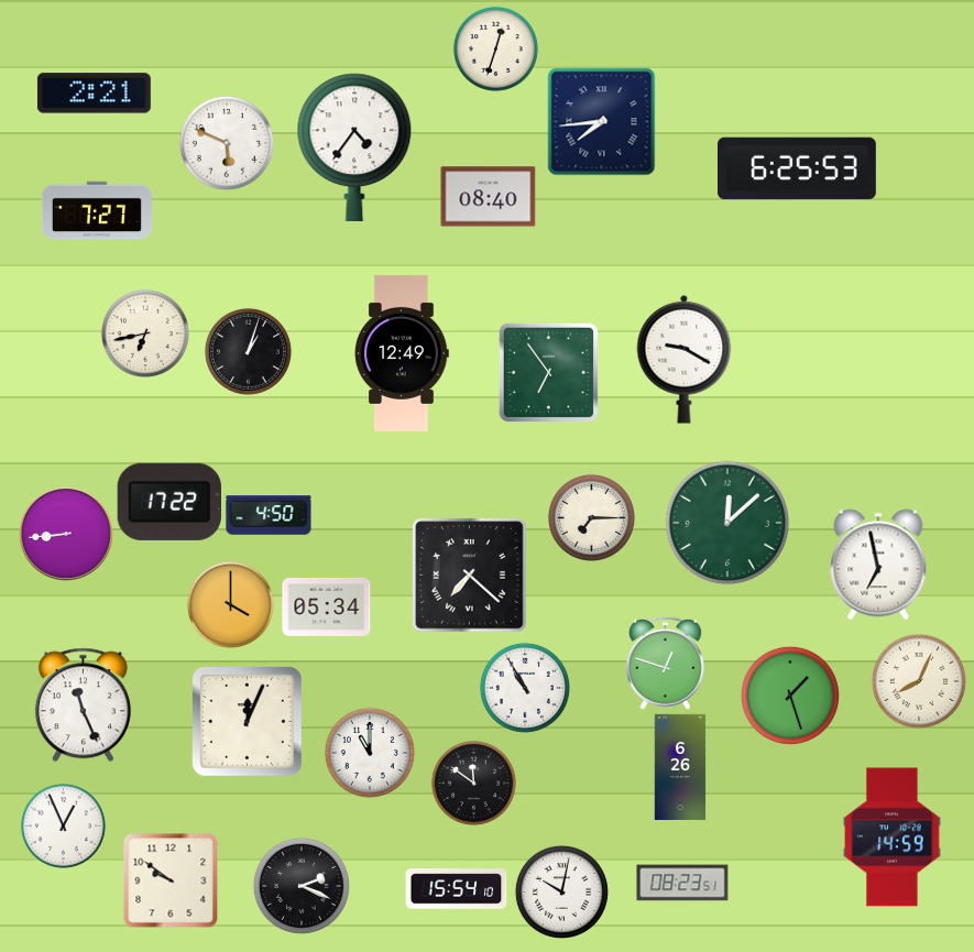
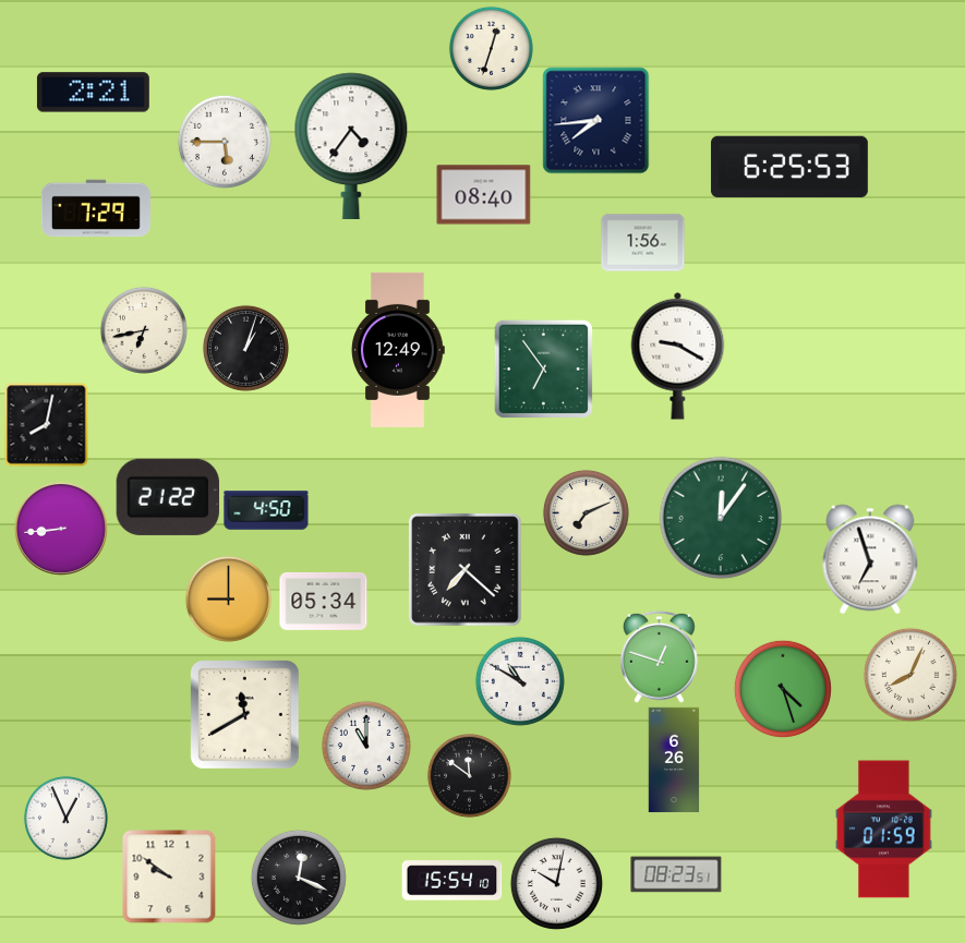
clock at (227, 143): 5:49 -> 5:45
clock at (97, 210): 7:27 -> 7:29
clock at (643, 243): none -> 1:56
clock at (46, 424): none -> 8:02
clock at (169, 502): 17:22 -> 21:22
clock at (591, 517): 7:15 -> 7:11
clock at (727, 523): 12:08 -> 12:06
clock at (66, 534) position: (66, 534) -> (61, 529)
clock at (878, 565): 6:58 -> 6:57
clock at (230, 604): 4:00 -> 9:00
clock at (525, 688): 10:55 -> 10:50
clock at (790, 696): 1:27 -> 4:27
clock at (83, 705): 11:26 -> none
clock at (247, 721): 12:04 -> 11:40
clock at (63, 825) position: (63, 825) -> (65, 818)
clock at (893, 838): 14:59 -> 01:59
clock at (171, 880) position: (171, 880) -> (169, 876)
clock at (302, 886): 2:19 -> 12:19
